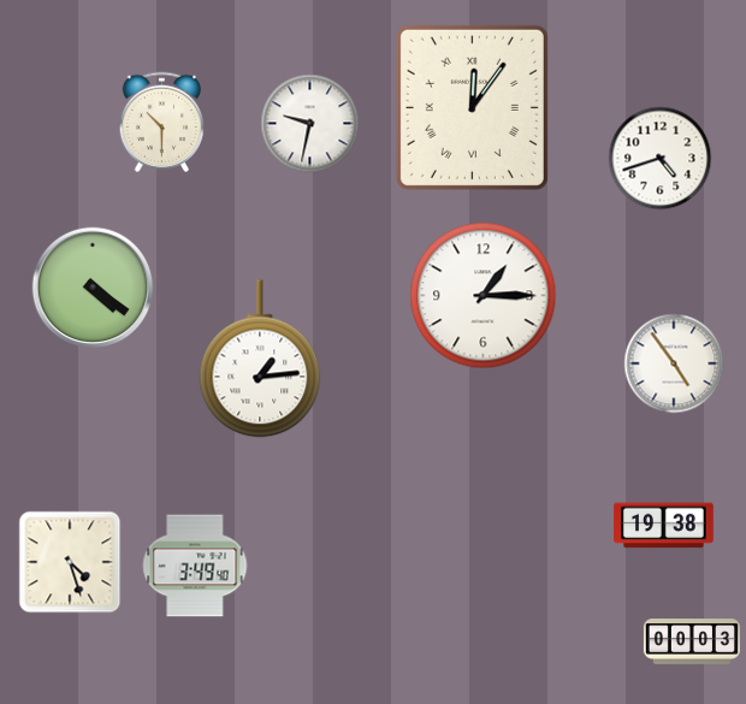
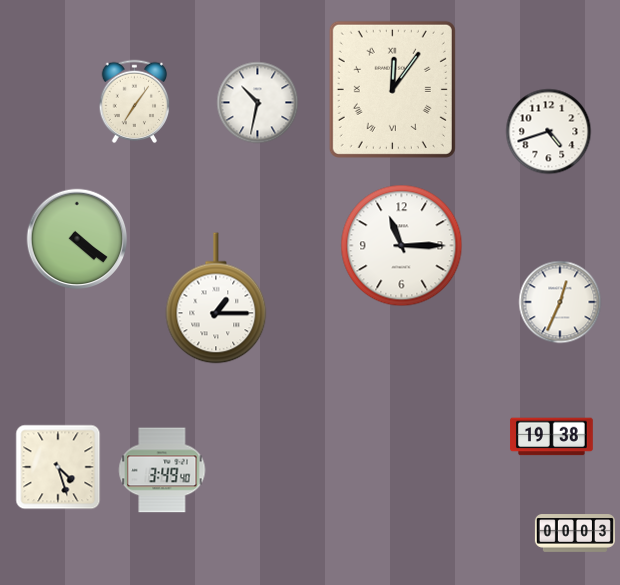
clock at (162, 123): 10:30 -> 7:06
clock at (310, 124): 9:32 -> 10:32
clock at (484, 296): 1:15 -> 11:15
clock at (260, 359): 1:14 -> 1:15
clock at (674, 363): 4:54 -> 12:34
